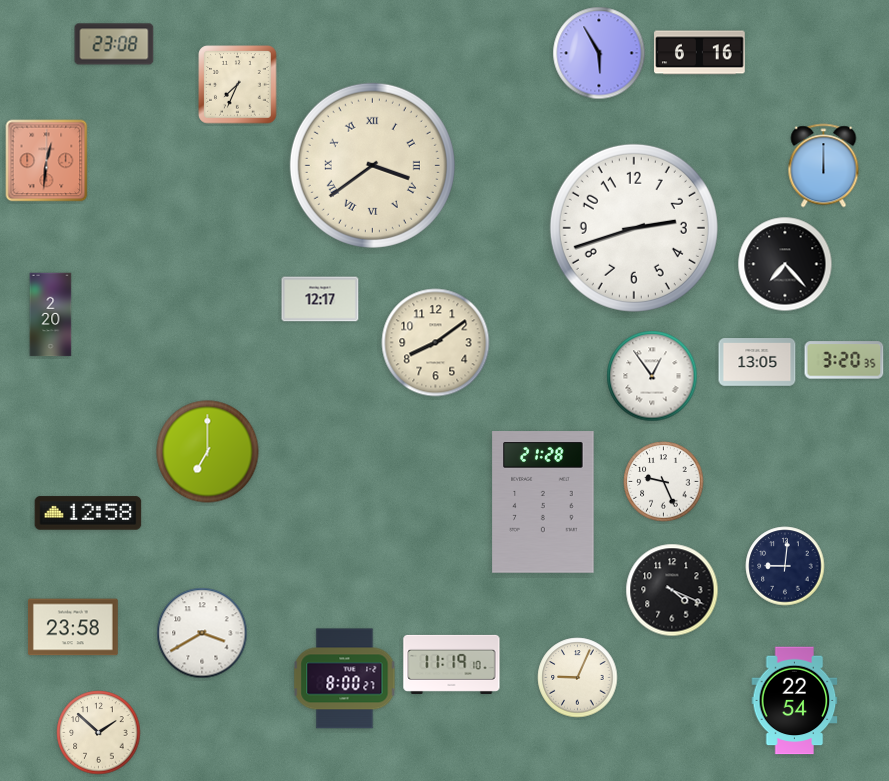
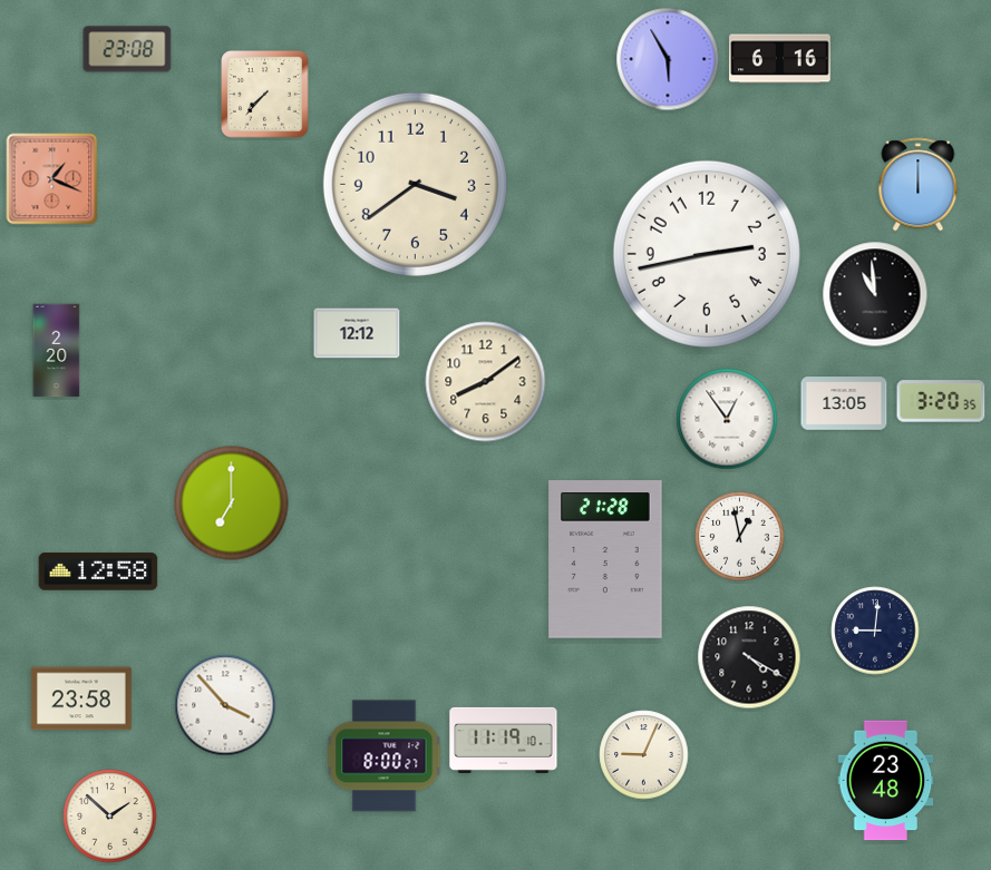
clock at (238, 85): 7:34 -> 7:37
clock at (47, 161): 12:31 -> 1:19
clock at (372, 165) numerals: Roman -> Arabic
clock at (634, 228): 2:42 -> 2:43
clock at (785, 264): 7:23 -> 10:59
clock at (320, 299): 12:17 -> 12:12
clock at (664, 482): 9:26 -> 12:58
clock at (672, 590): 4:19 -> 4:20
clock at (202, 633): 3:40 -> 3:53
clock at (795, 701): 22:54 -> 23:48
